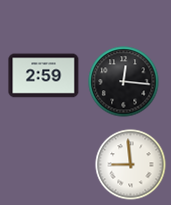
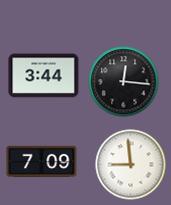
clock at (44, 76): 2:59 -> 3:44
clock at (42, 162): none -> 7:09
